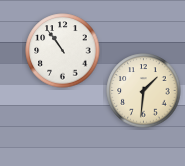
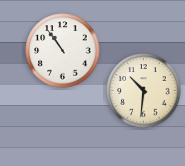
clock at (144, 91): 1:31 -> 10:31
